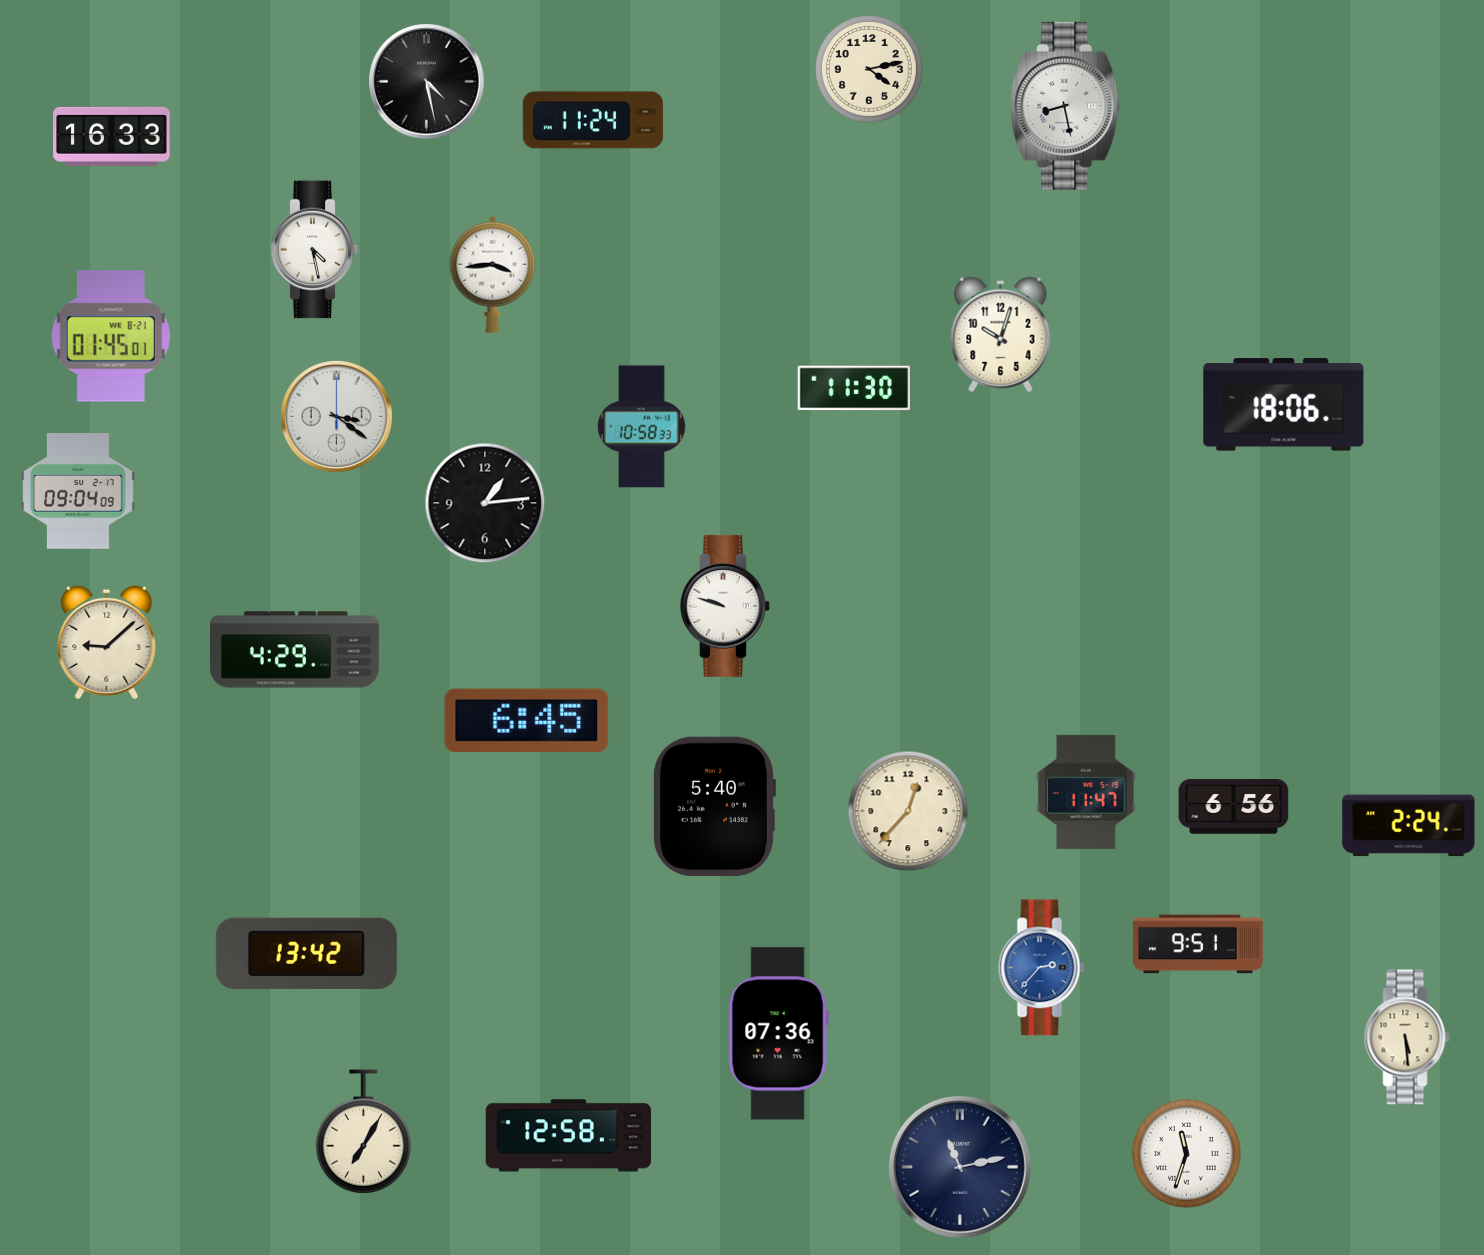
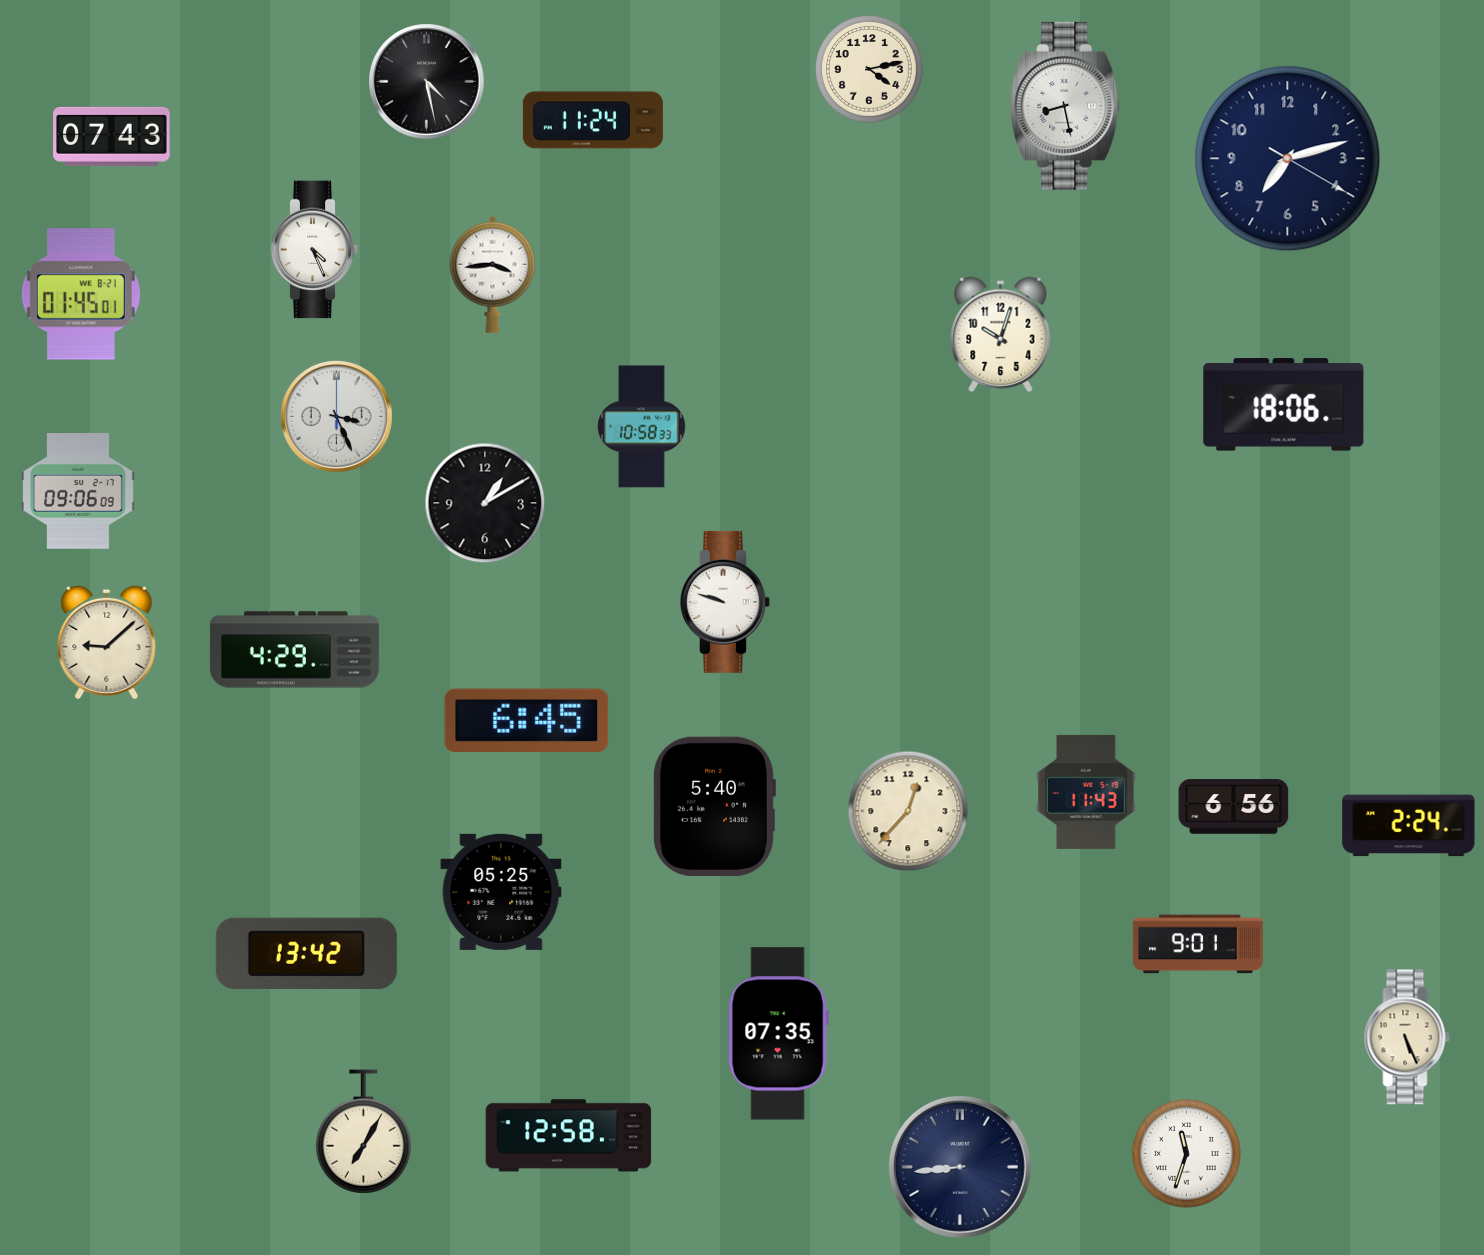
clock at (112, 136): 16:33 -> 07:43
clock at (1288, 159): none -> 7:12
clock at (315, 250): 4:28 -> 4:26
clock at (111, 336) position: (111, 336) -> (81, 294)
clock at (853, 388): 11:30 -> none
clock at (336, 416): 3:21 -> 3:26
clock at (78, 492): 09:04 -> 09:06
clock at (485, 503): 1:14 -> 1:10
clock at (725, 606) position: (725, 606) -> (725, 602)
clock at (1086, 792): 11:47 -> 11:43
clock at (501, 892): none -> 05:25
clock at (1198, 944): 9:51 -> 9:01
clock at (1042, 968): 2:37 -> none
clock at (778, 1034): 07:36 -> 07:35
clock at (1407, 1037): 5:29 -> 5:26
clock at (960, 1167): 11:13 -> 8:44
